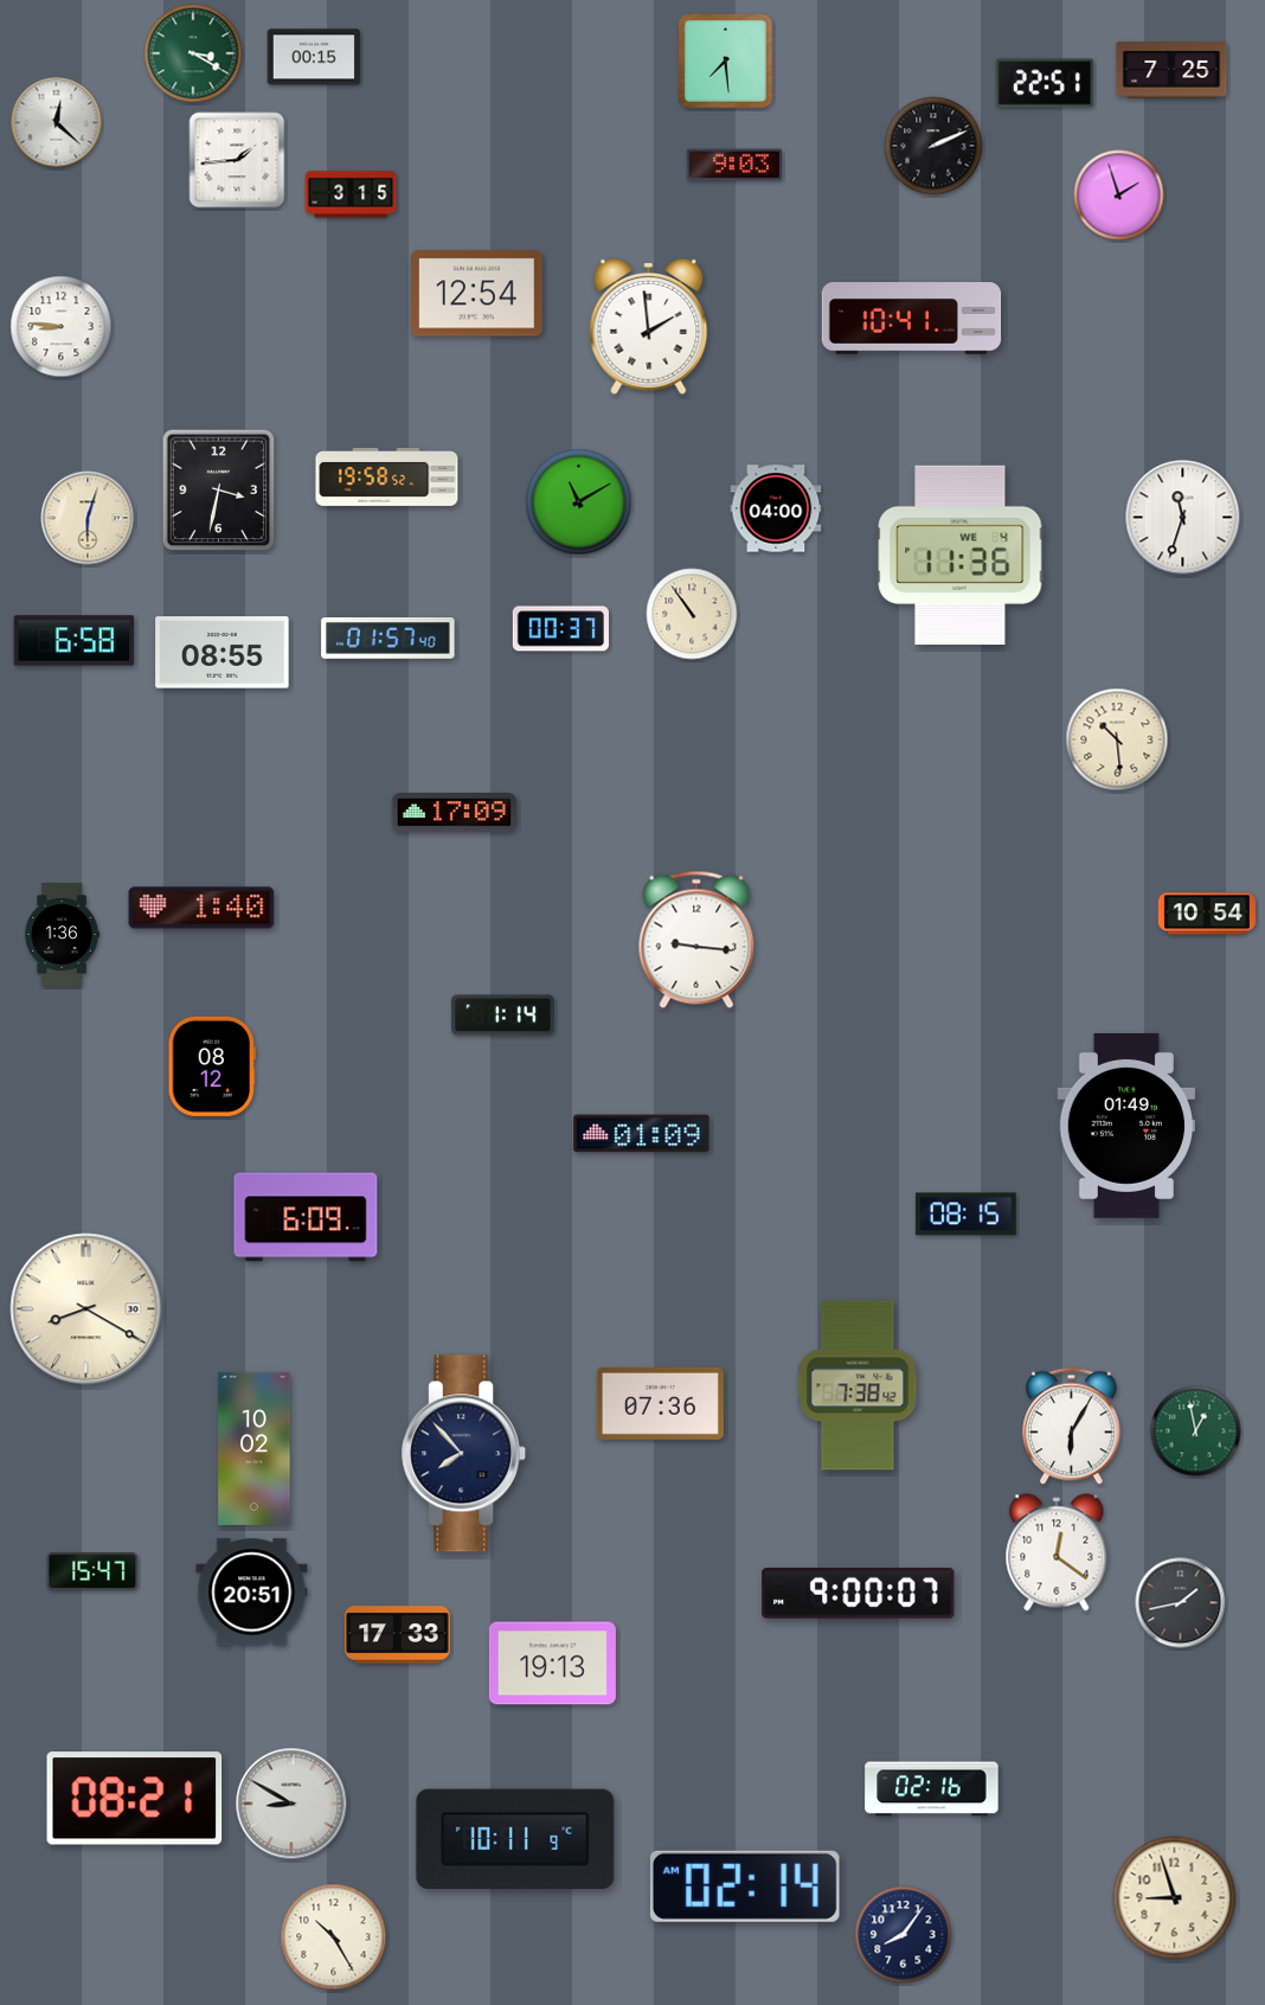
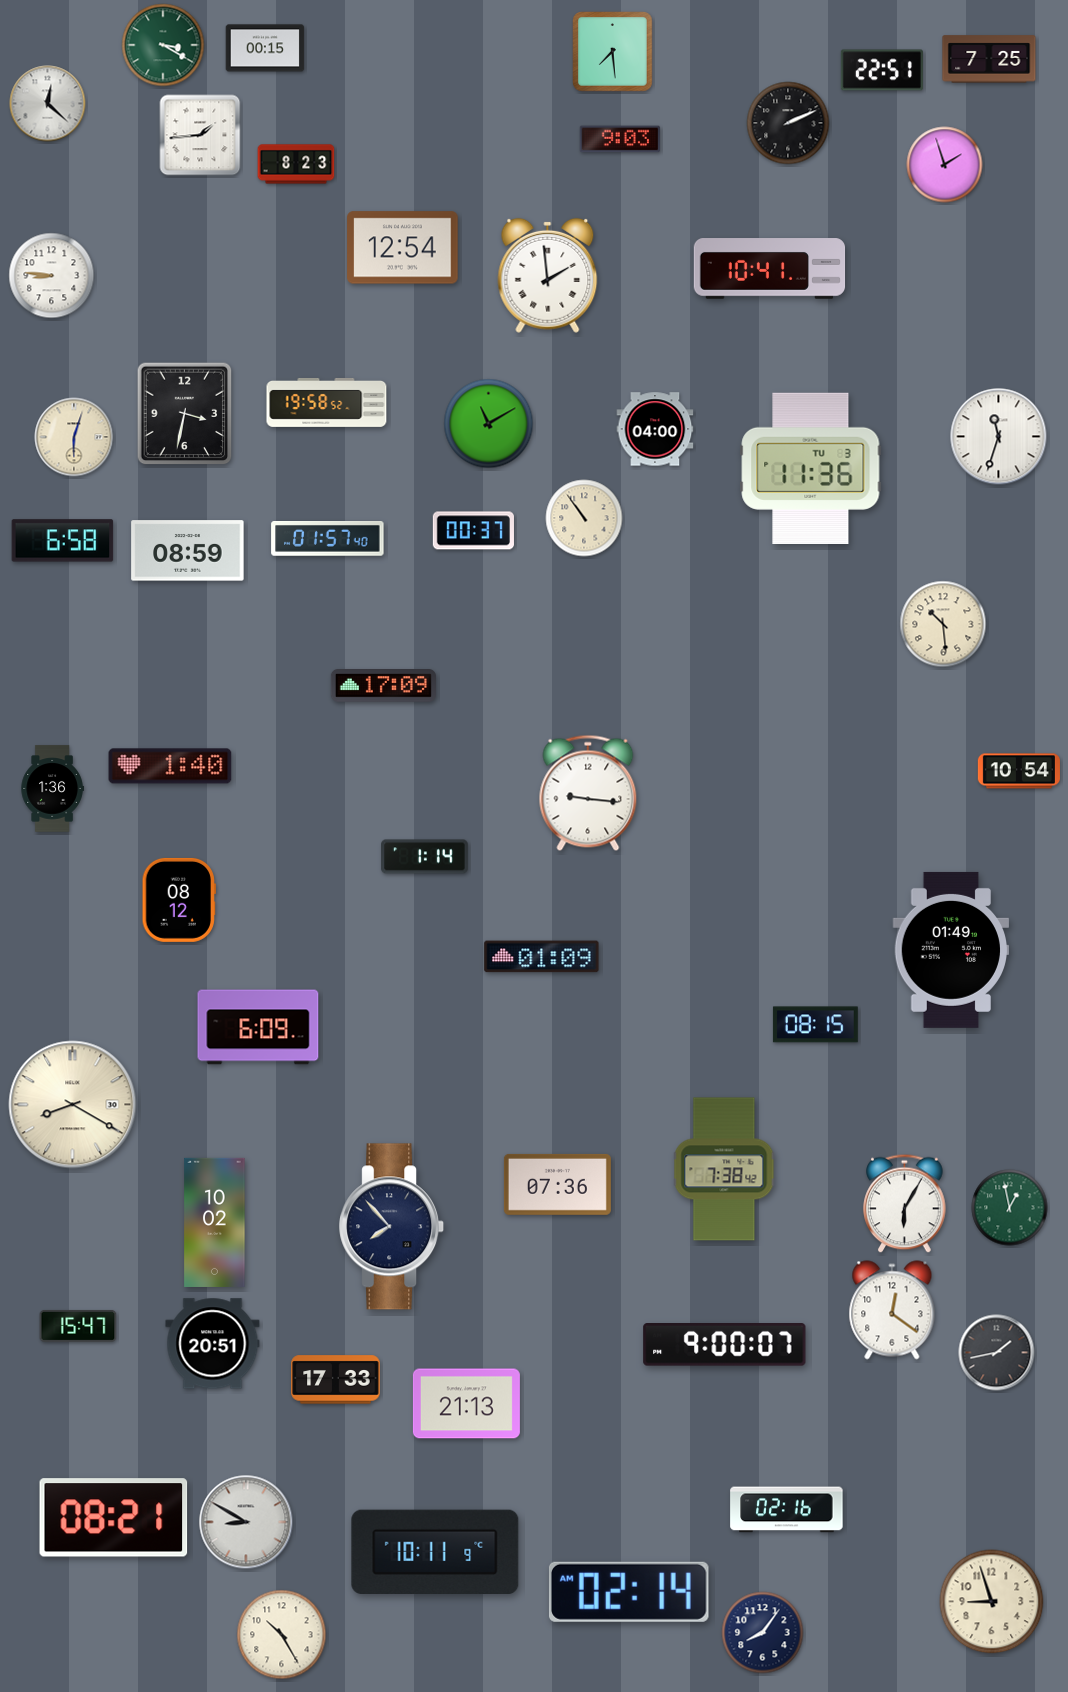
clock at (351, 194): 3:15 -> 8:23
clock at (961, 555) date: WE 4 -> TU 3
clock at (223, 653): 08:55 -> 08:59
clock at (552, 1664): 19:13 -> 21:13
